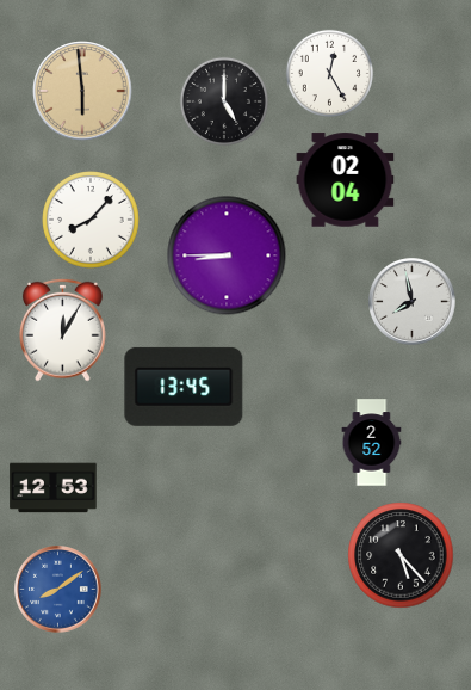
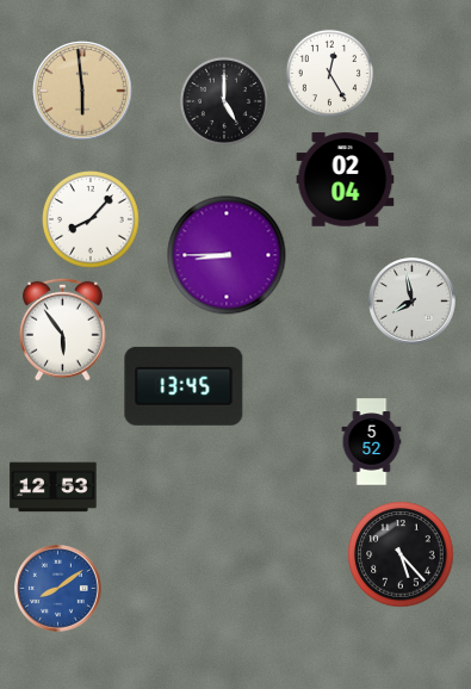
clock at (63, 329): 12:05 -> 5:54
clock at (372, 443): 2:52 -> 5:52
